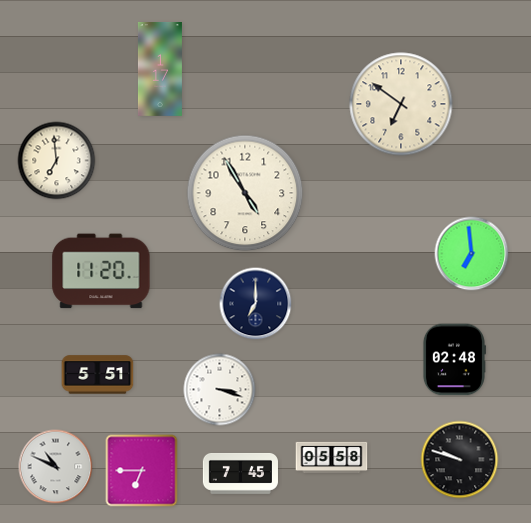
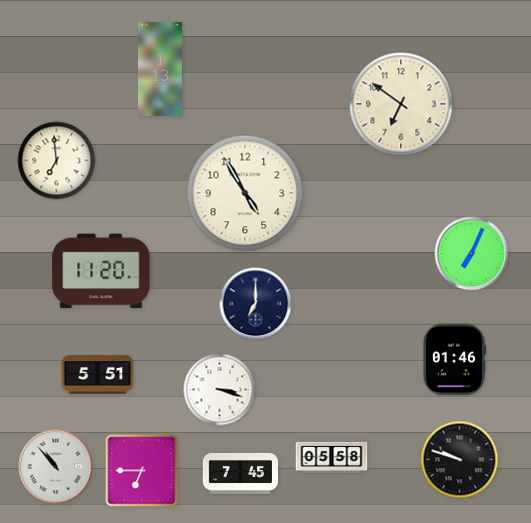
clock at (160, 70): 1:17 -> 1:13
clock at (472, 254): 6:59 -> 7:04
clock at (454, 360): 02:48 -> 01:46
clock at (56, 467): 10:49 -> 10:53
